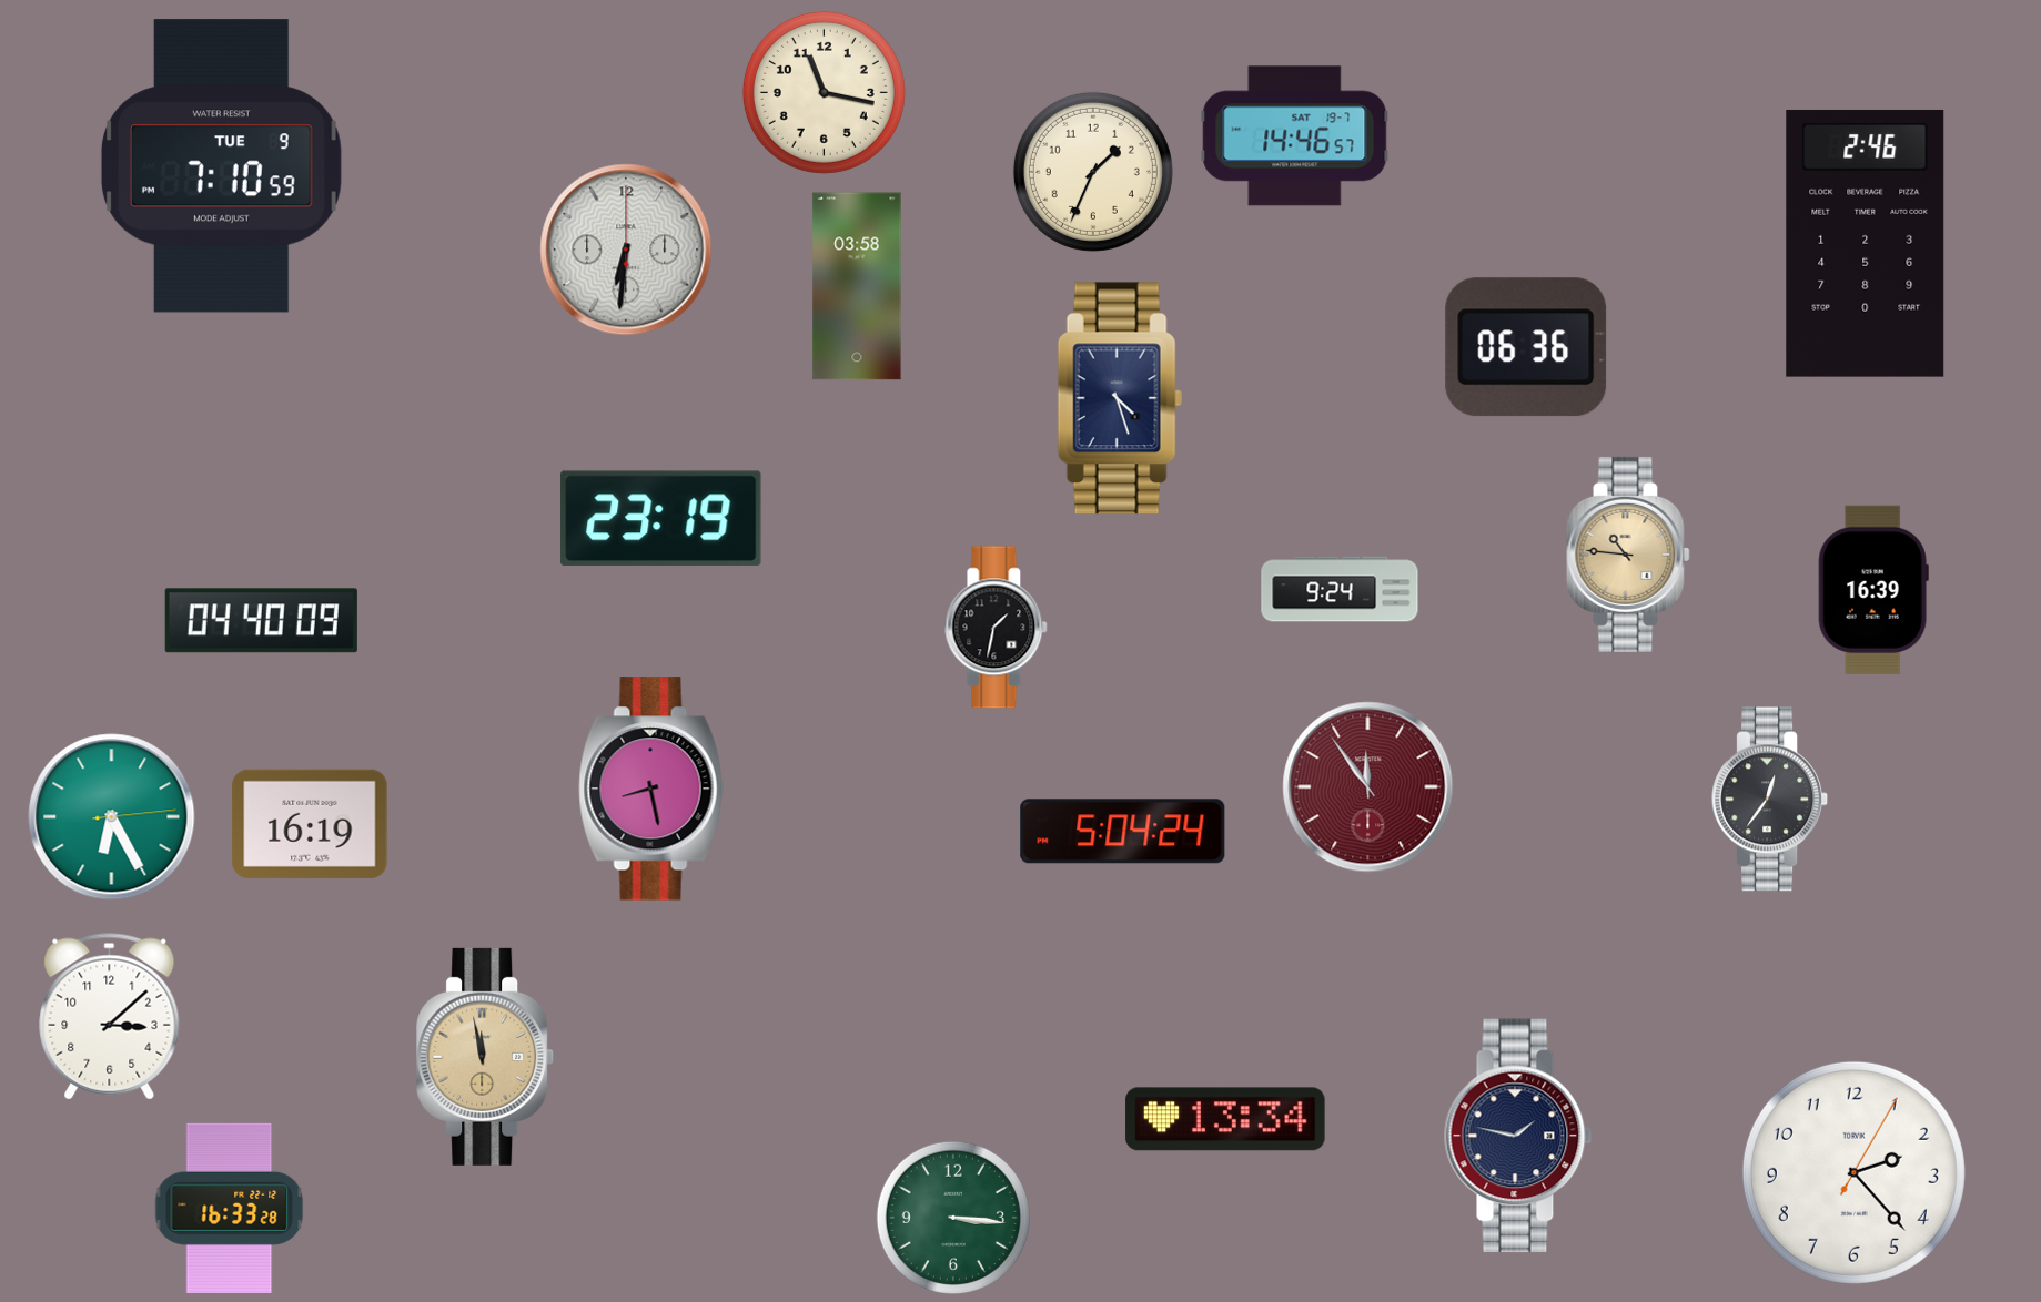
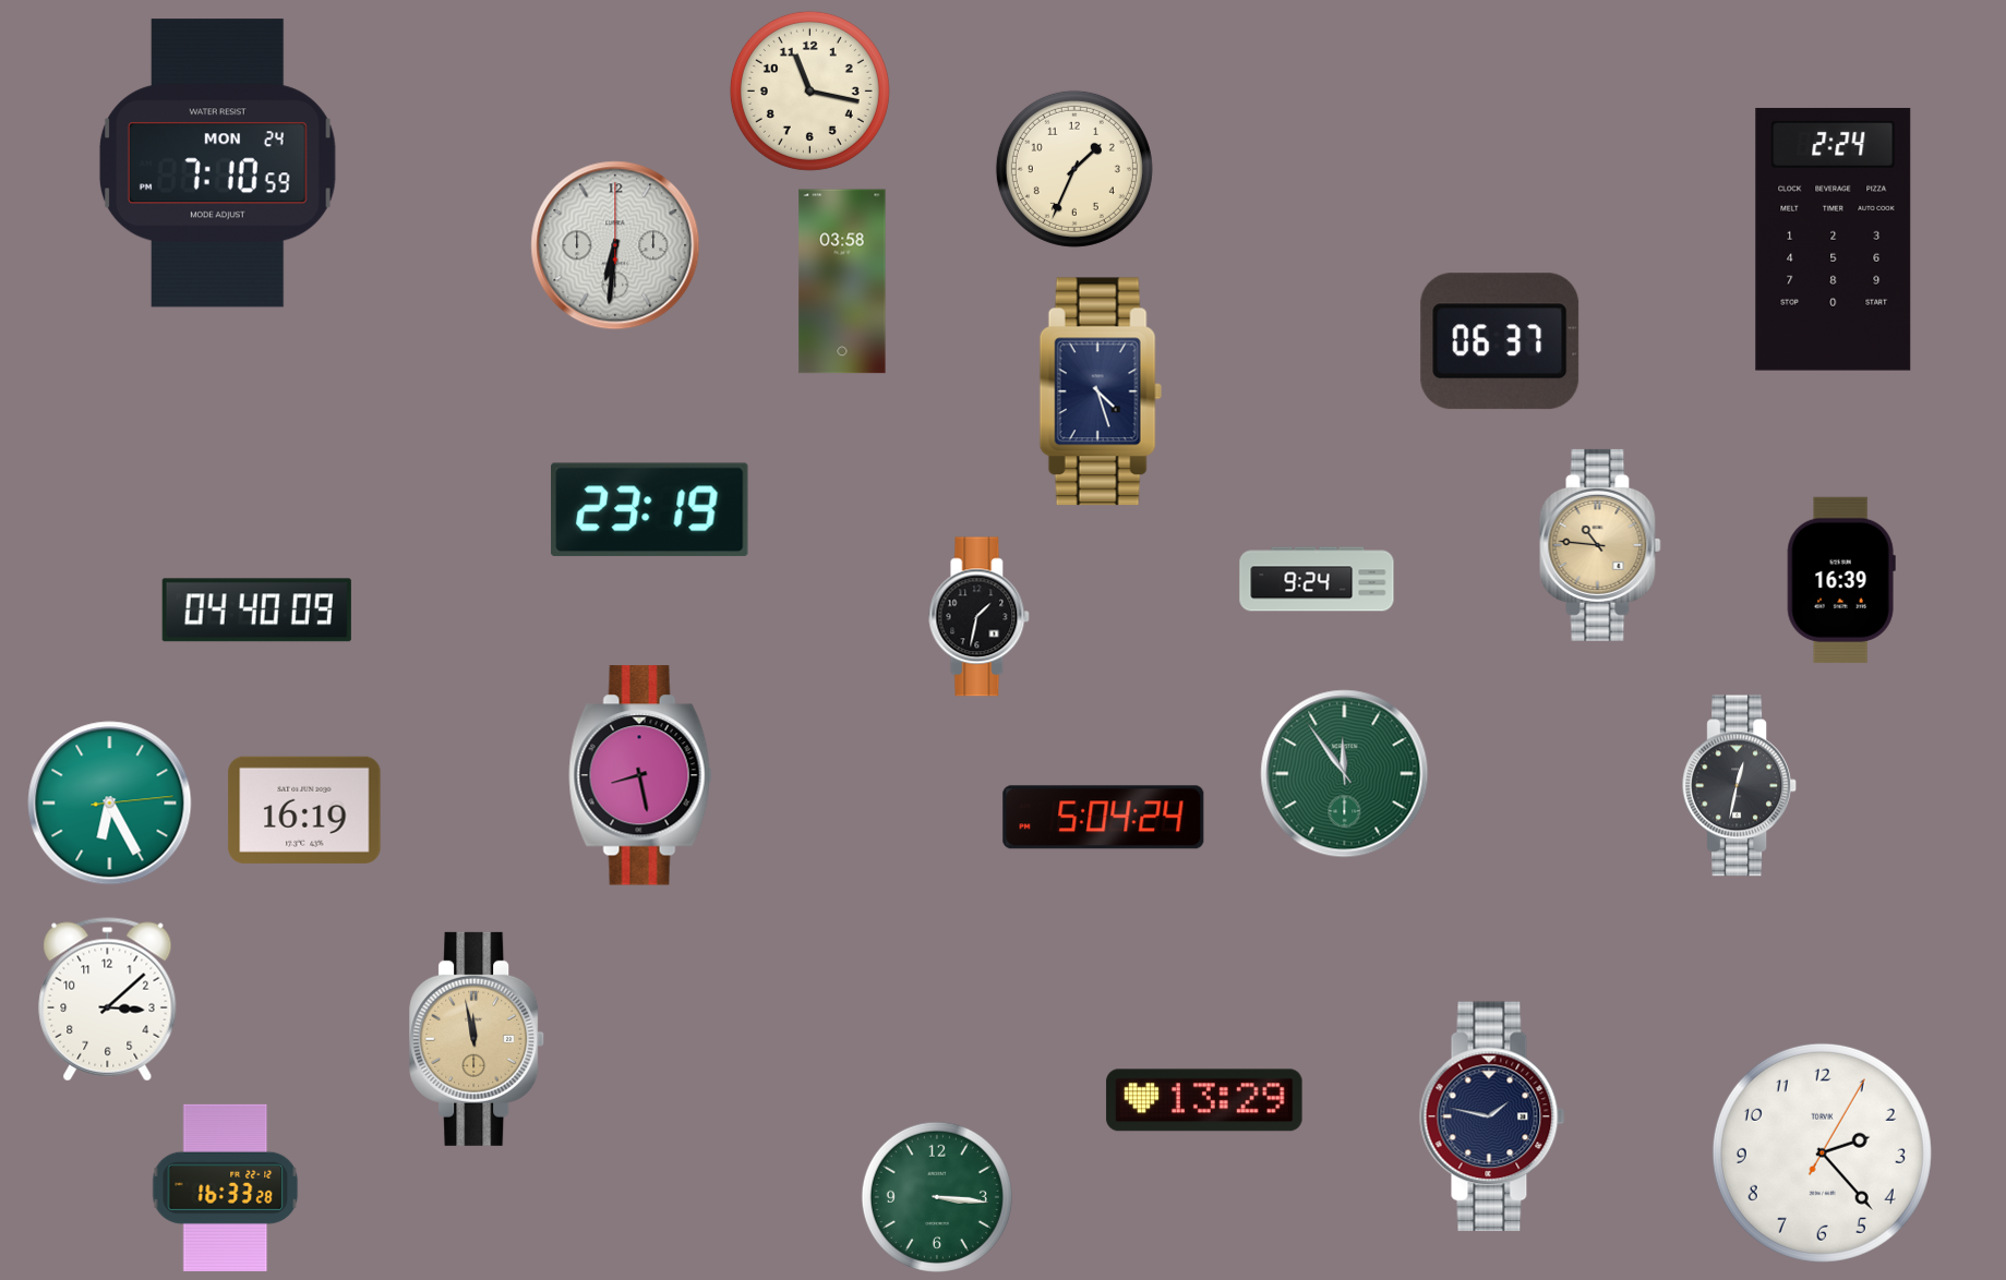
clock at (1295, 136): 14:46 -> none
clock at (221, 166) date: TUE 9 -> MON 24
clock at (1866, 243): 2:46 -> 2:24
clock at (1526, 347): 06:36 -> 06:37
clock at (1368, 787) dial: burgundy -> green
clock at (1770, 800): 12:36 -> 12:32
clock at (1225, 1119): 13:34 -> 13:29
